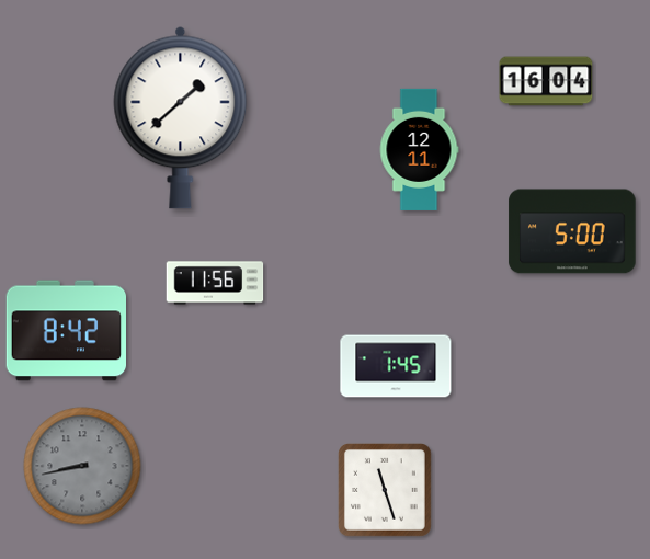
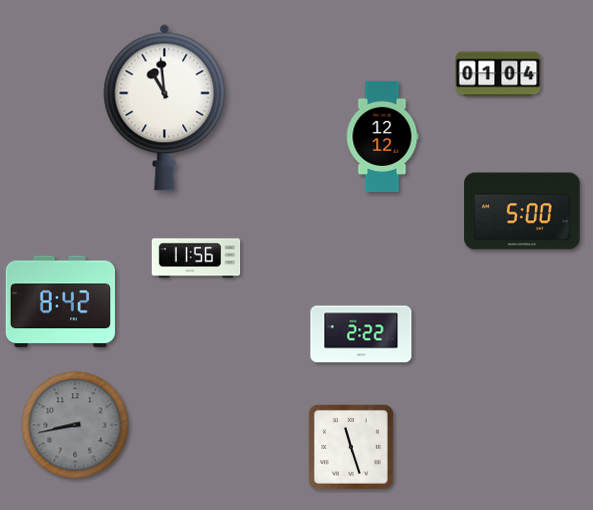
clock at (546, 81): 16:04 -> 01:04
clock at (181, 117): 1:38 -> 10:59
clock at (419, 149): 12:11 -> 12:12
clock at (396, 366): 1:45 -> 2:22
